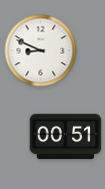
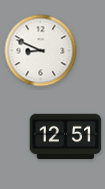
clock at (66, 137): 00:51 -> 12:51
